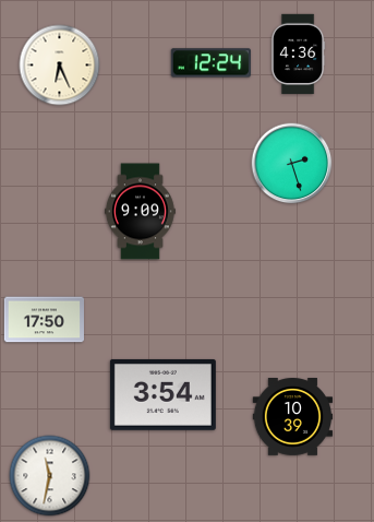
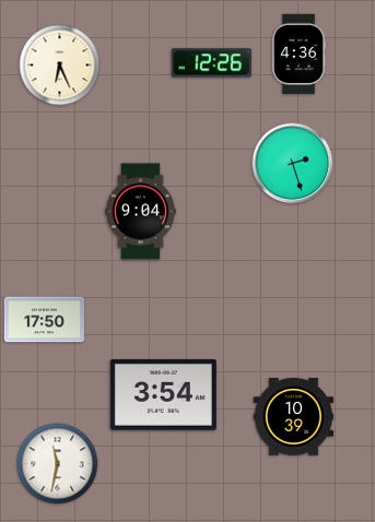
clock at (210, 63): 12:24 -> 12:26
clock at (140, 212): 9:09 -> 9:04
clock at (50, 476) position: (50, 476) -> (58, 464)
